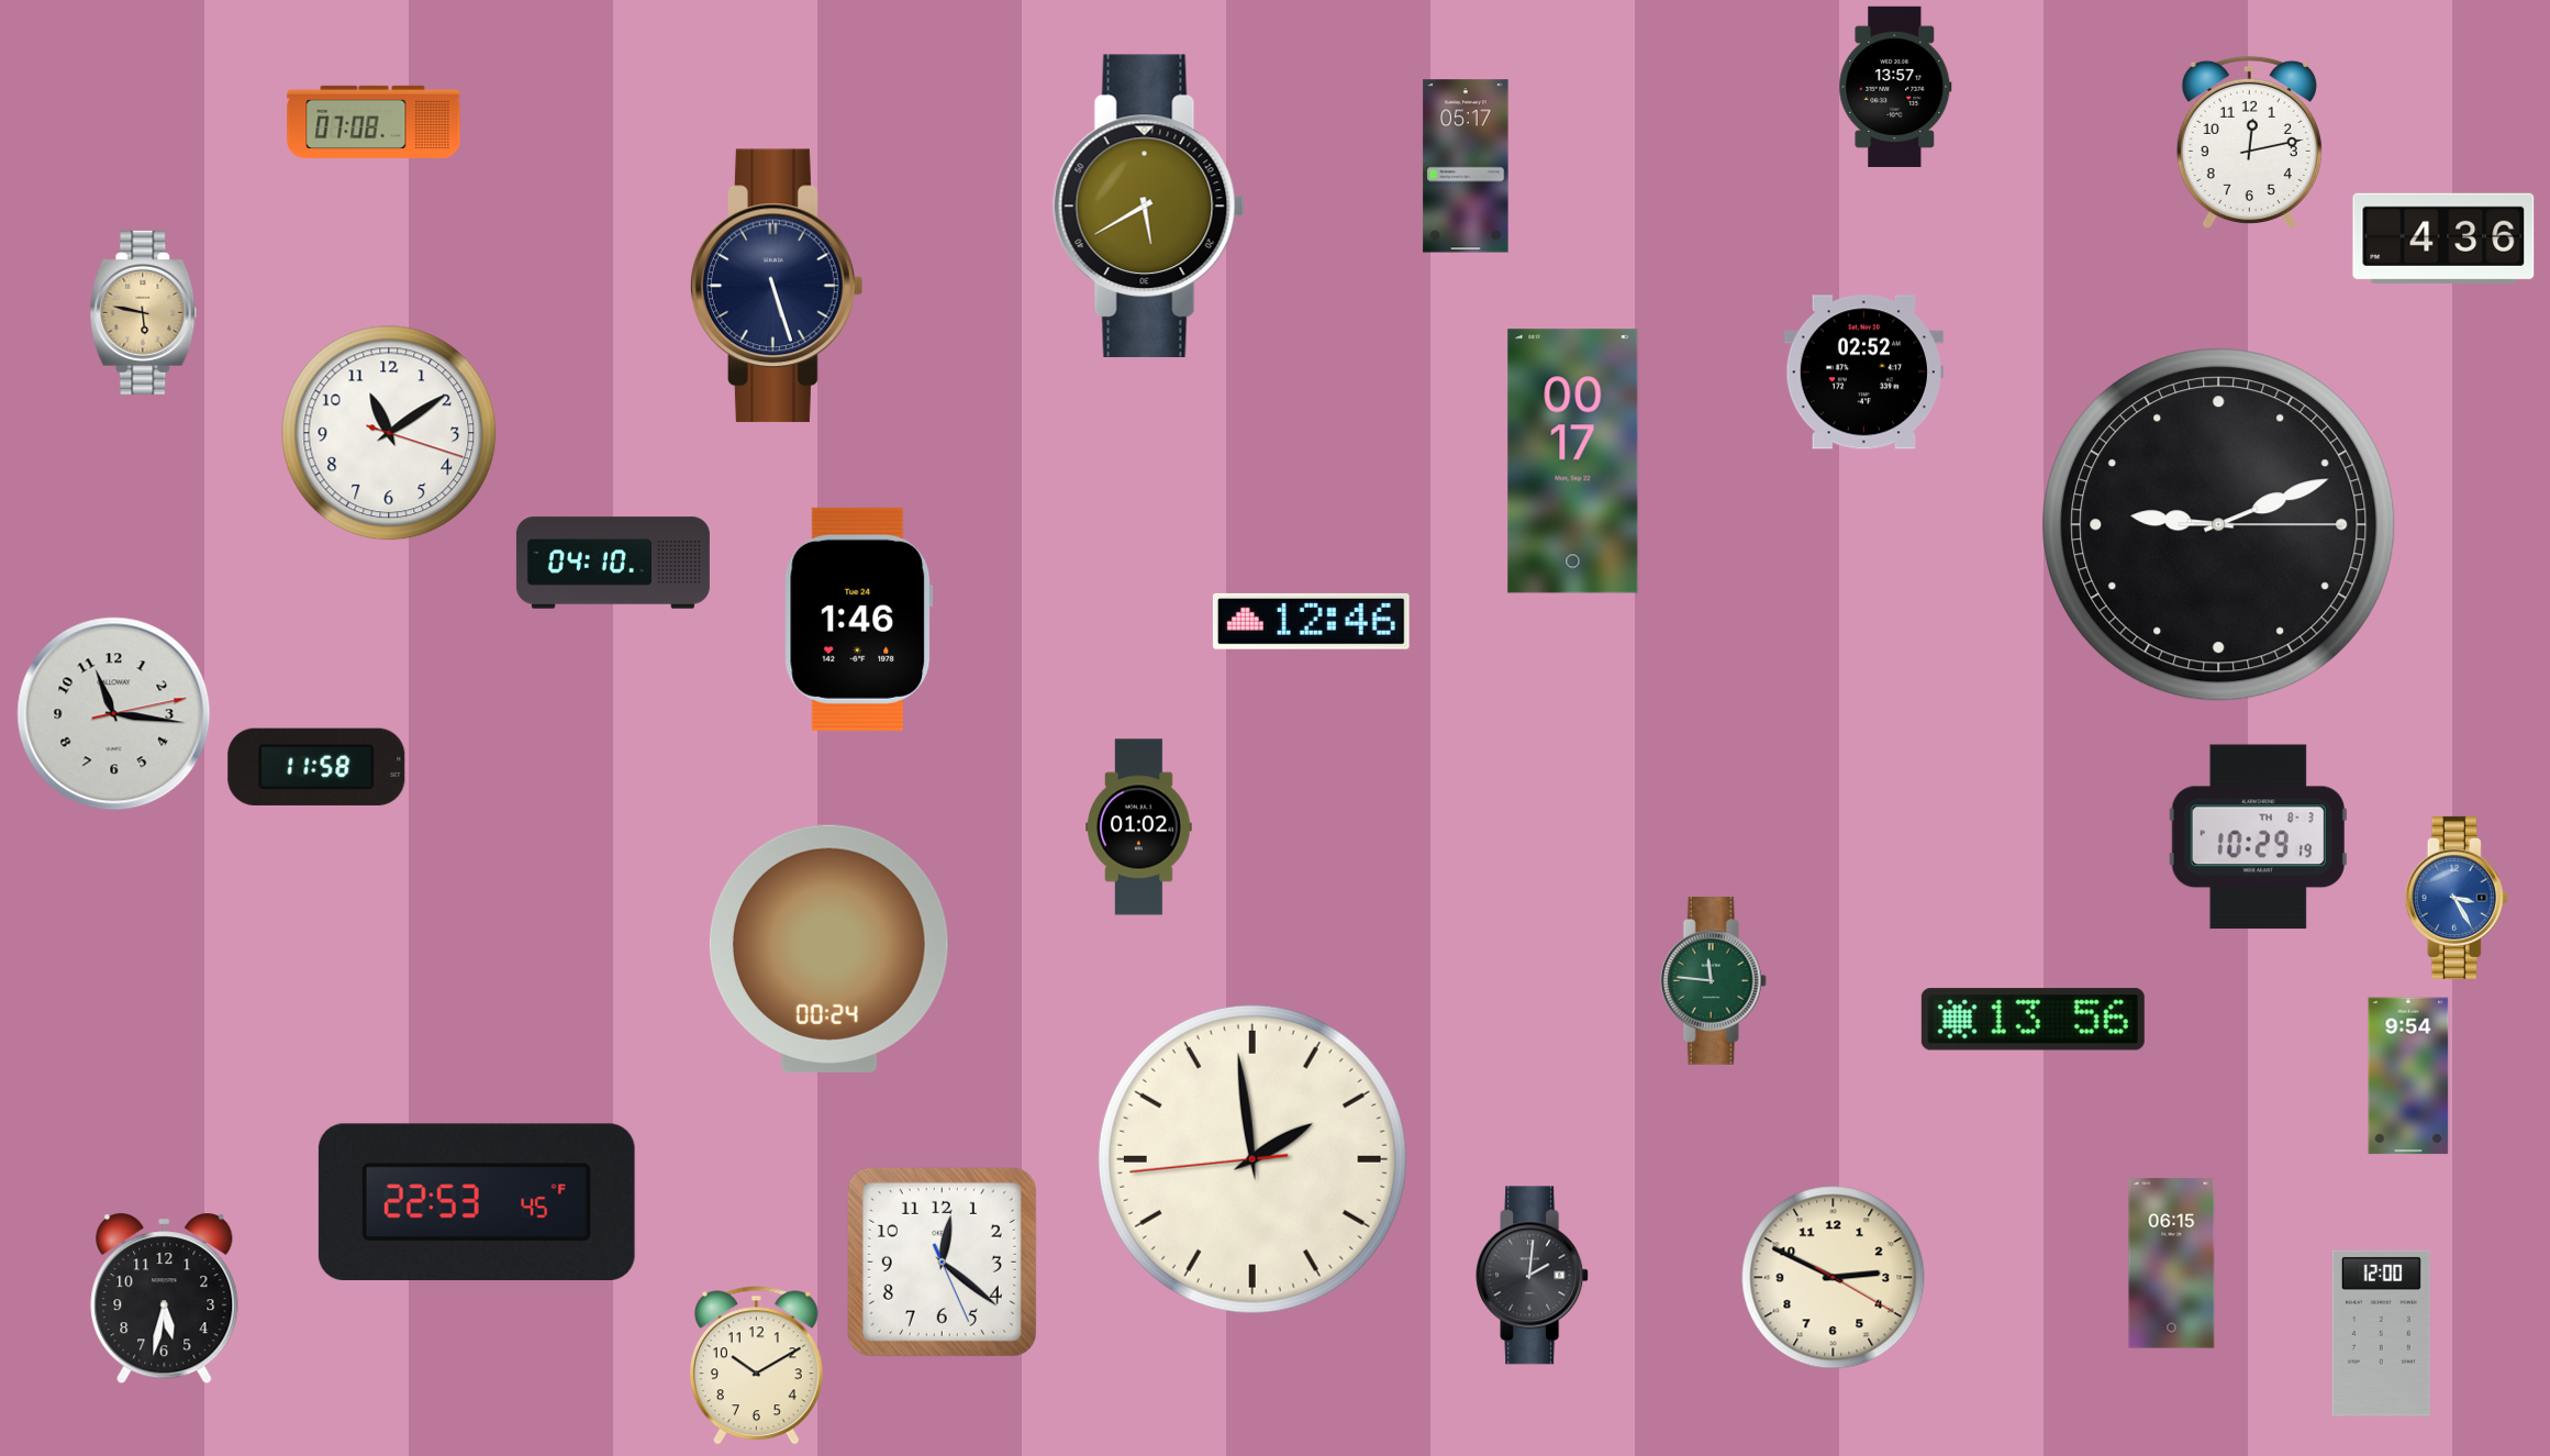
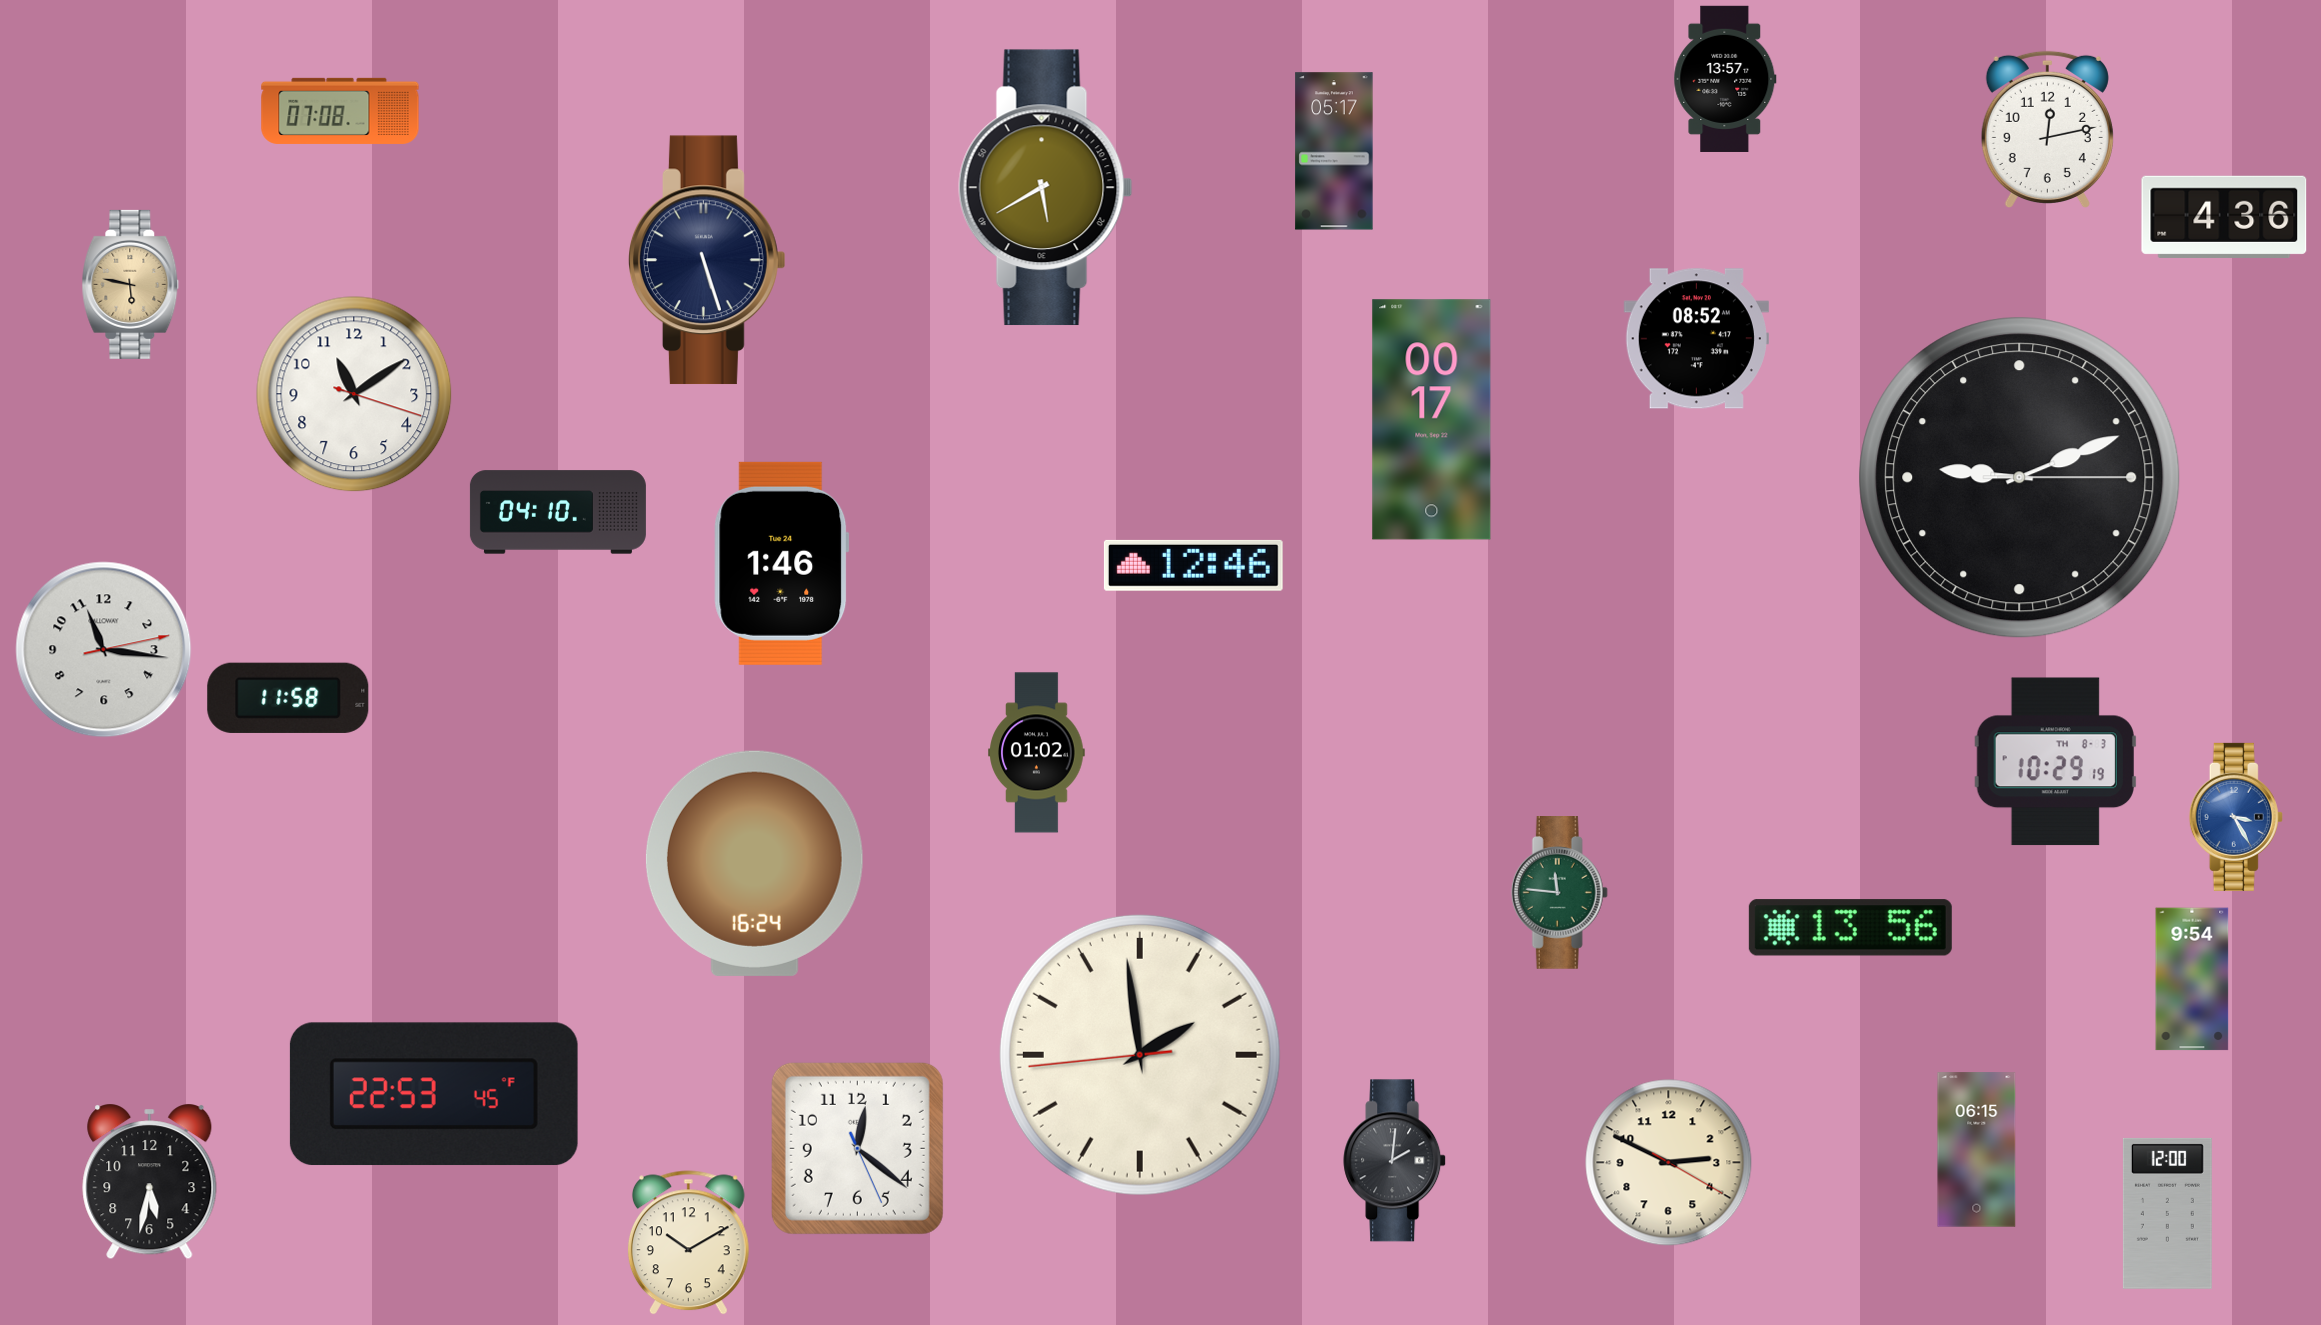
clock at (1863, 373): 02:52 -> 08:52
clock at (828, 948): 00:24 -> 16:24
